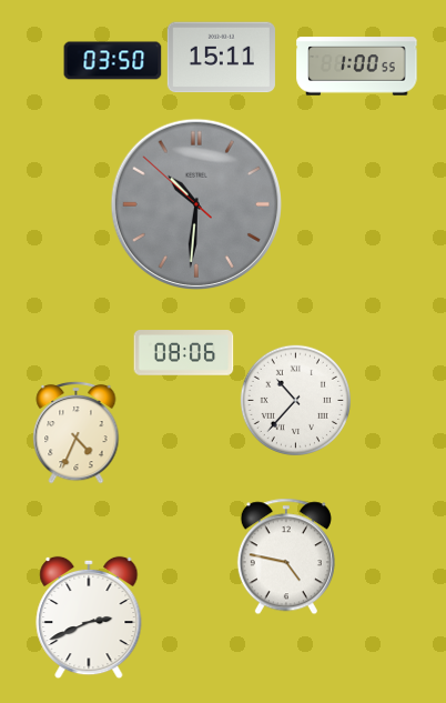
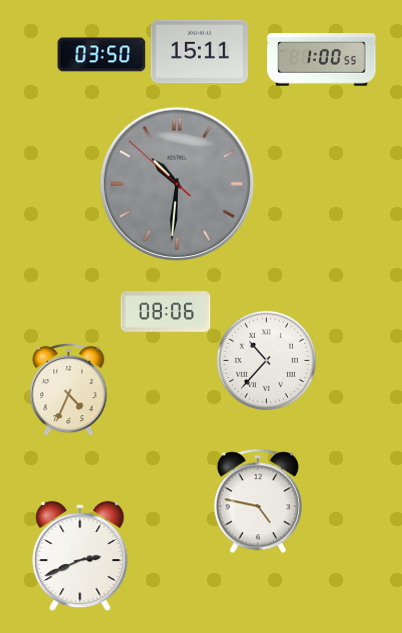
clock at (184, 353) position: (184, 353) -> (166, 312)
